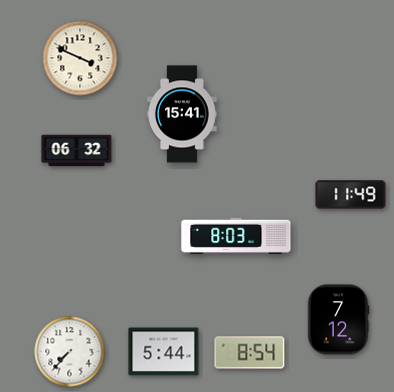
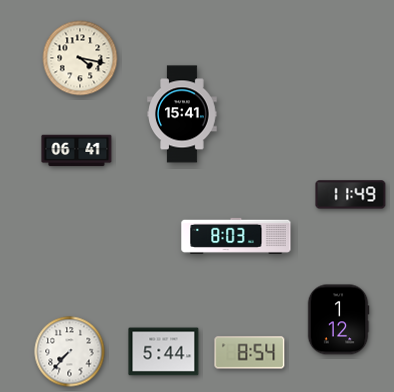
clock at (80, 58): 3:49 -> 4:17
clock at (77, 151): 06:32 -> 06:41
clock at (338, 320): 7:12 -> 1:12
